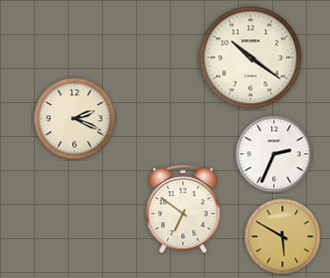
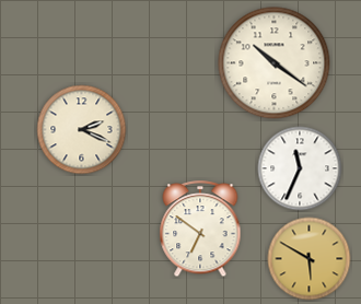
clock at (274, 154): 2:34 -> 11:34
